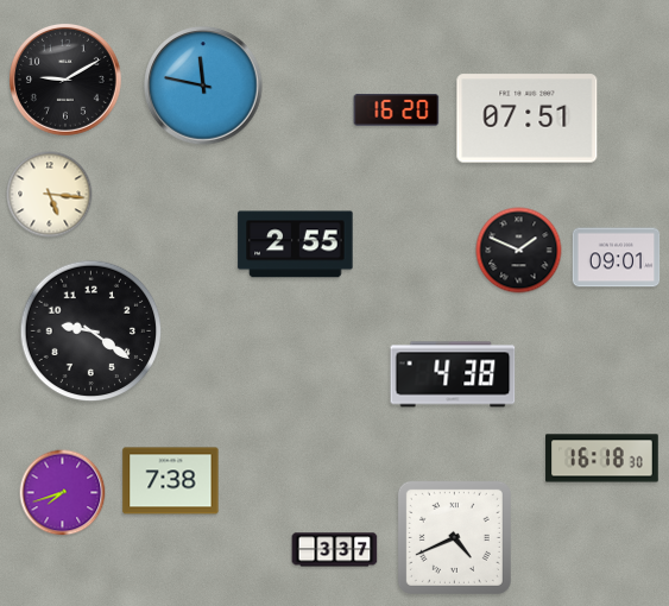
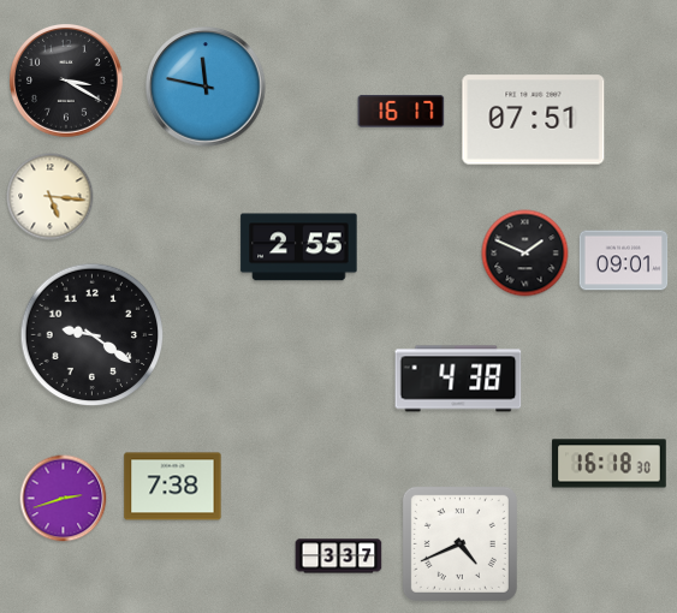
clock at (67, 81): 9:10 -> 3:20
clock at (397, 111): 16:20 -> 16:17
clock at (63, 493): 7:42 -> 2:42
